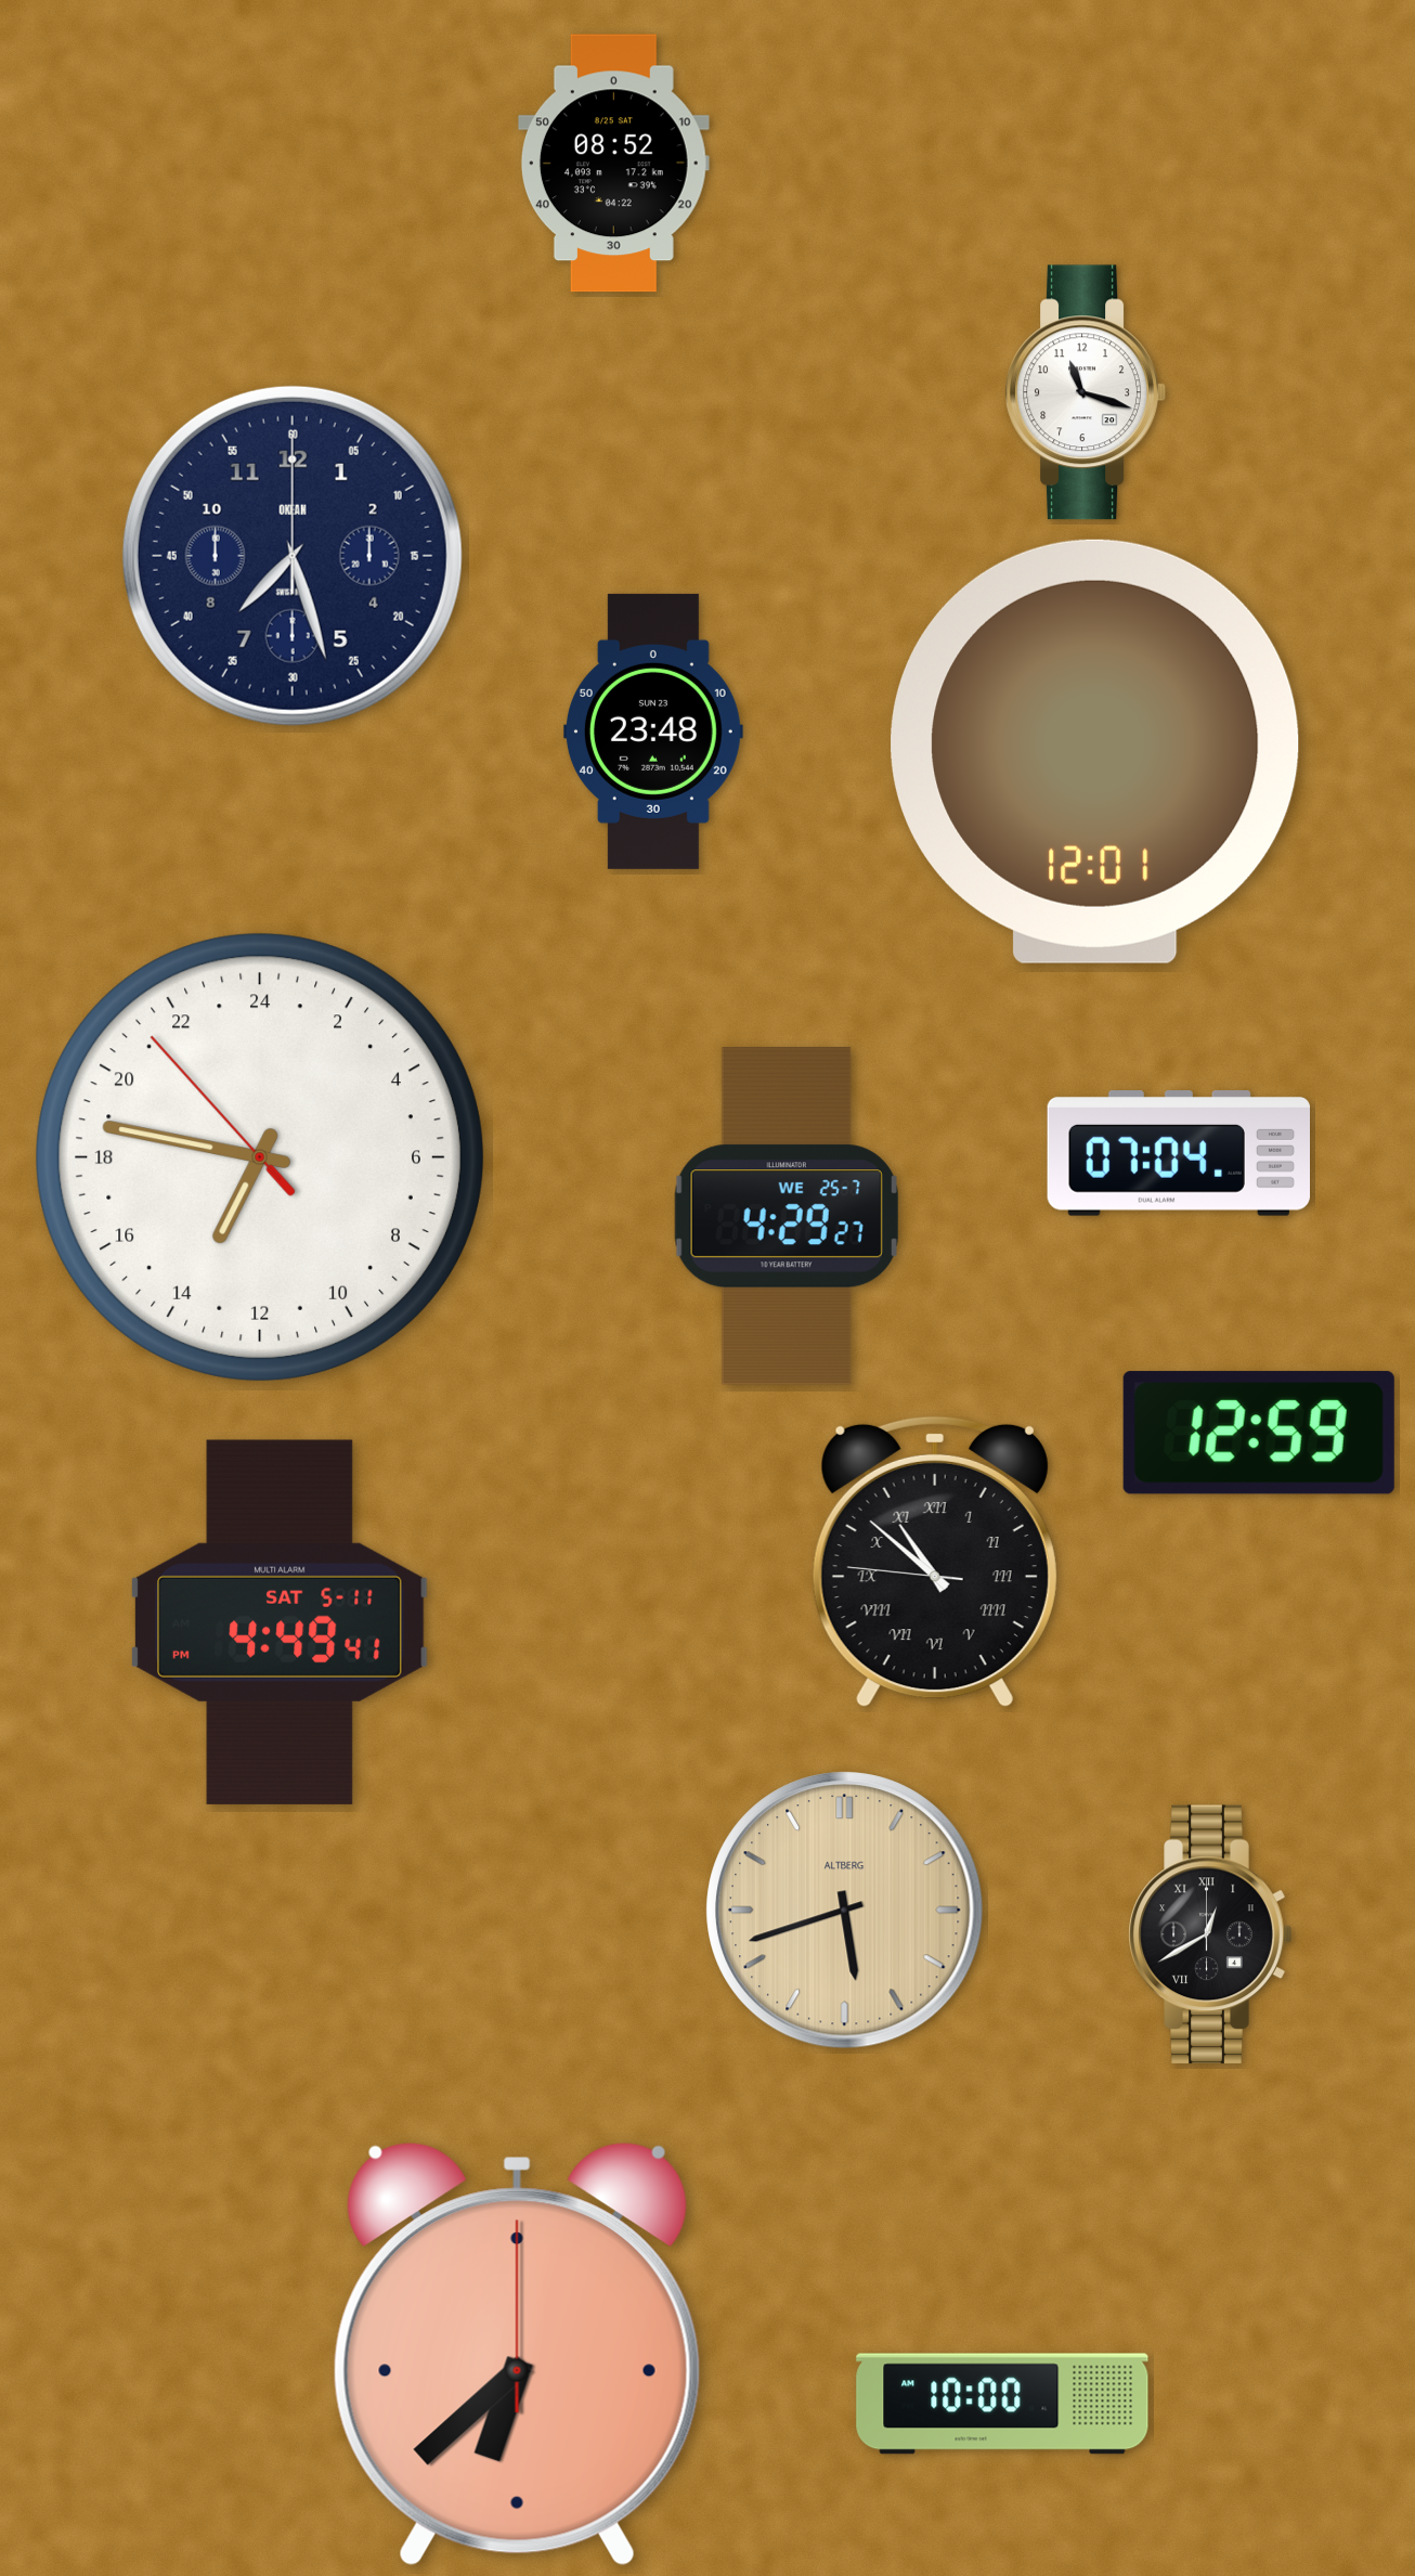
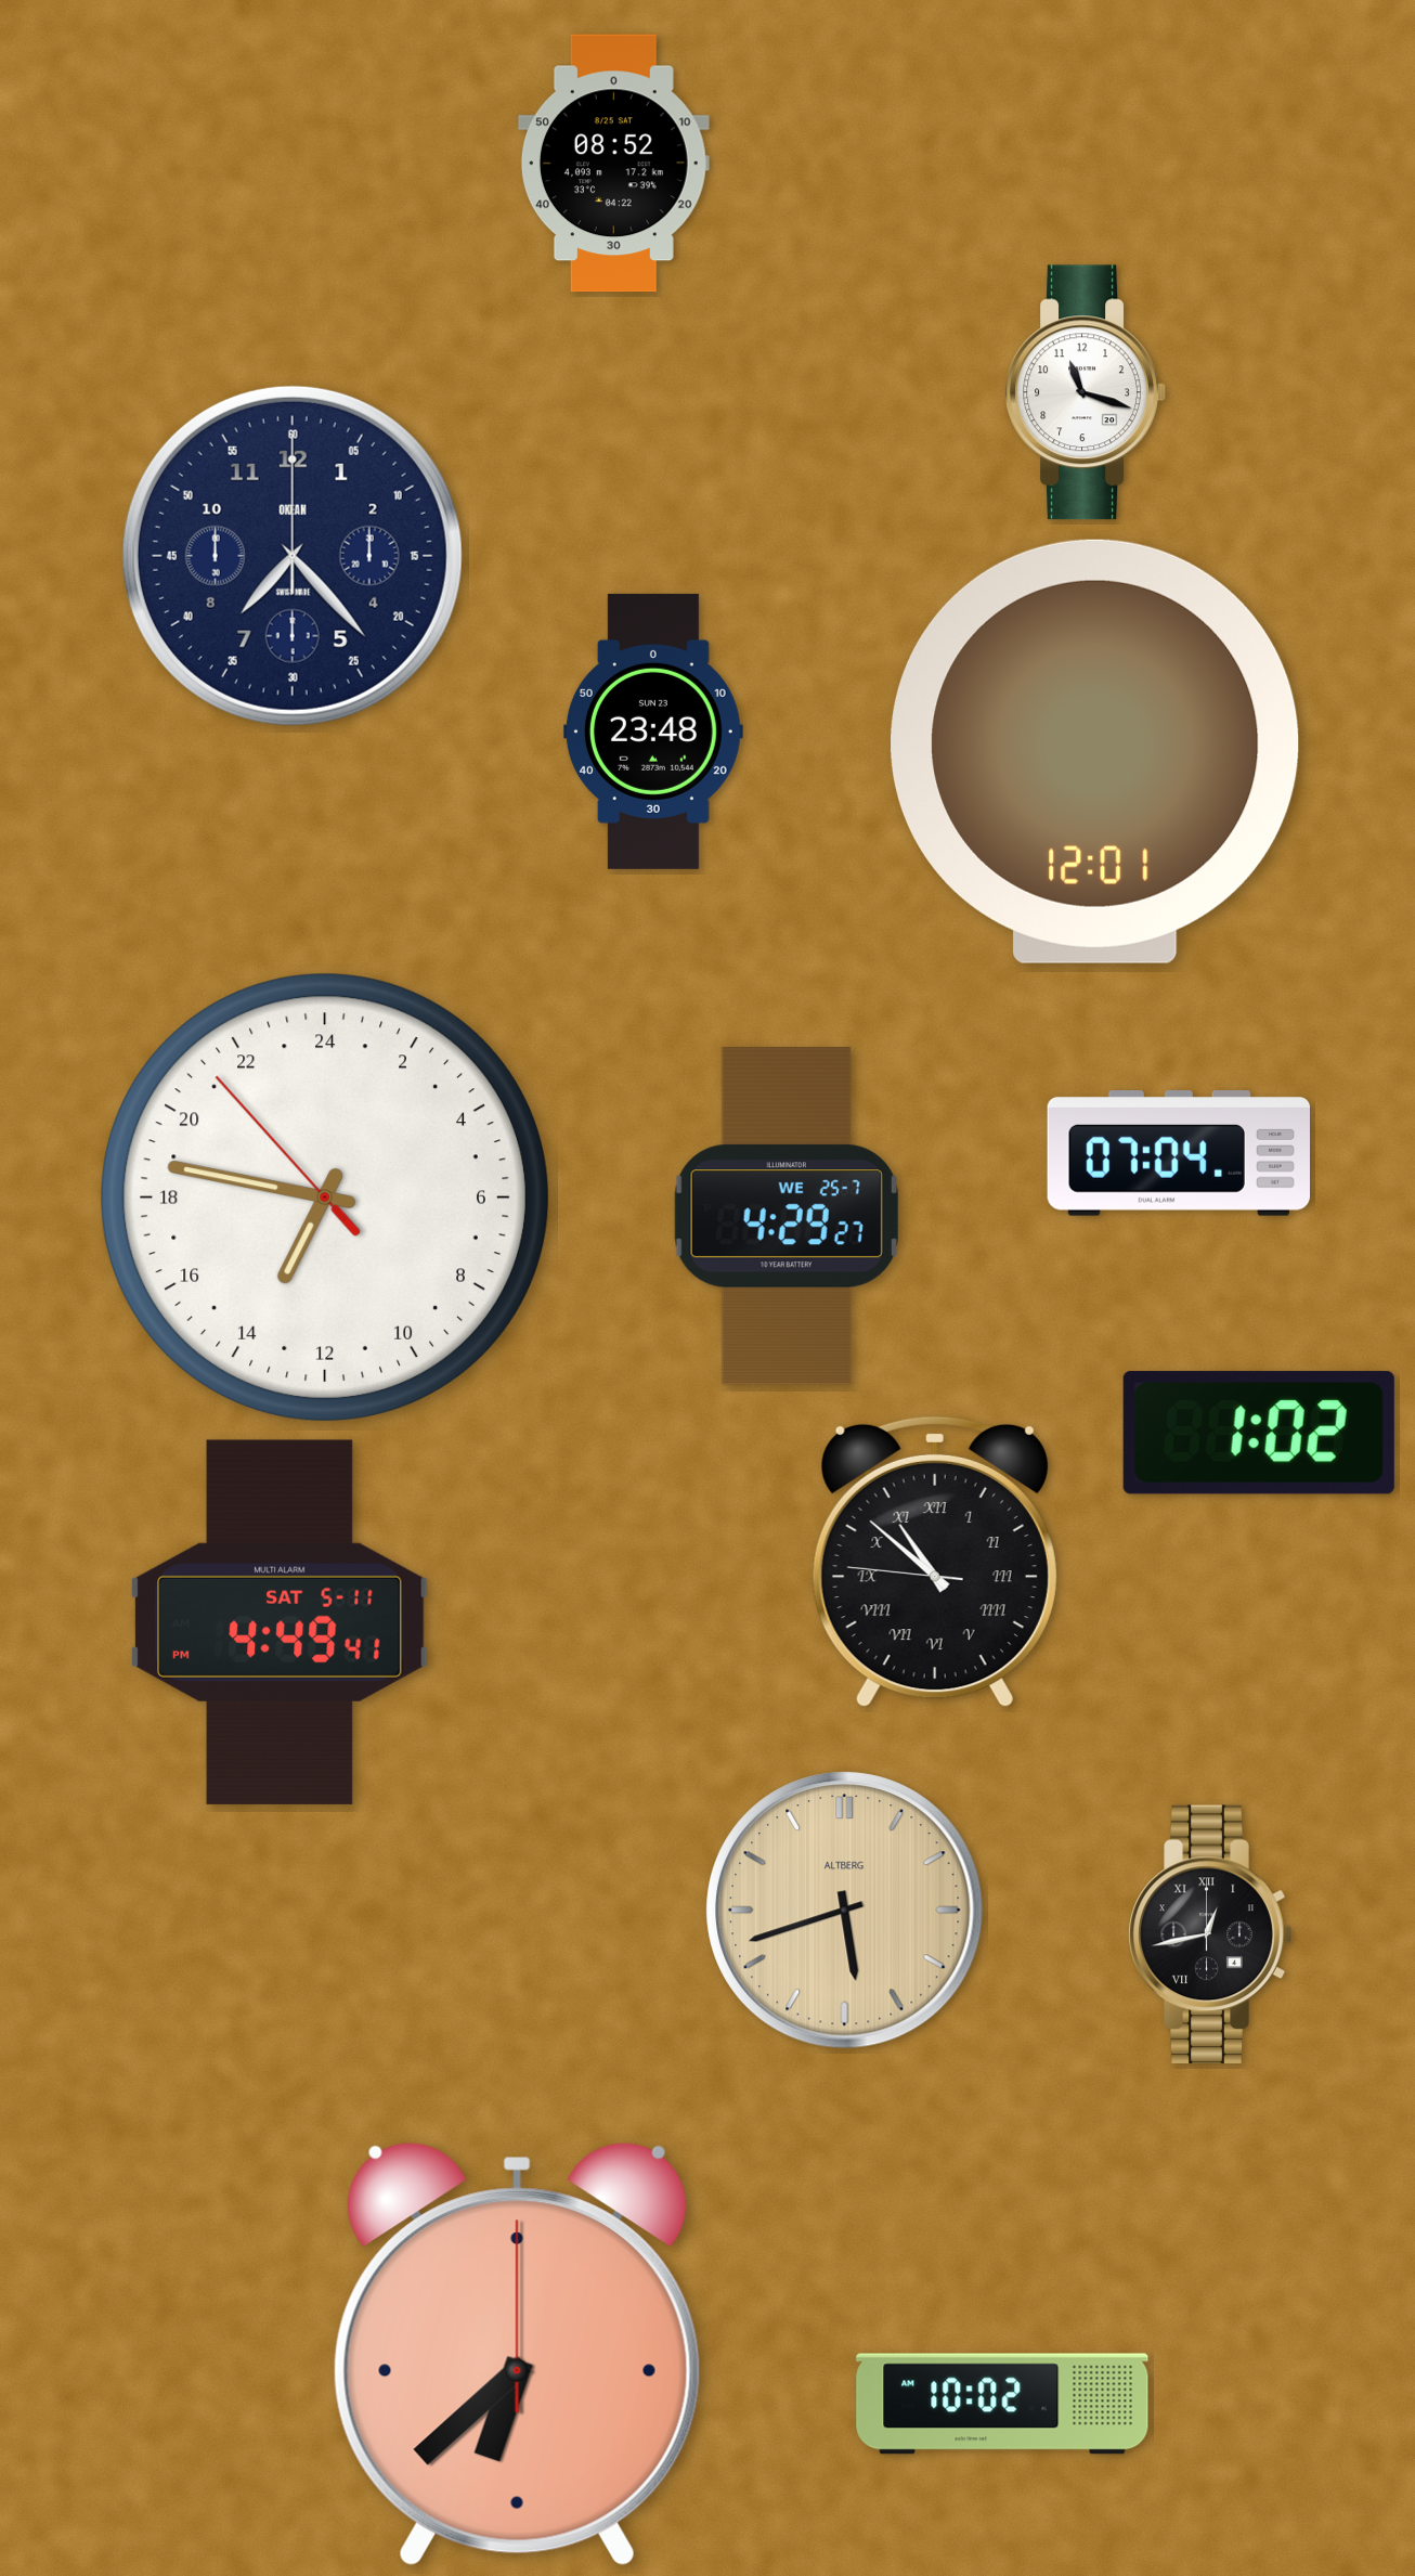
clock at (293, 556): 7:27 -> 7:23
clock at (260, 1157) position: (260, 1157) -> (325, 1198)
clock at (1259, 1433): 12:59 -> 1:02
clock at (1210, 1934): 12:40 -> 12:43
clock at (1002, 2404): 10:00 -> 10:02
